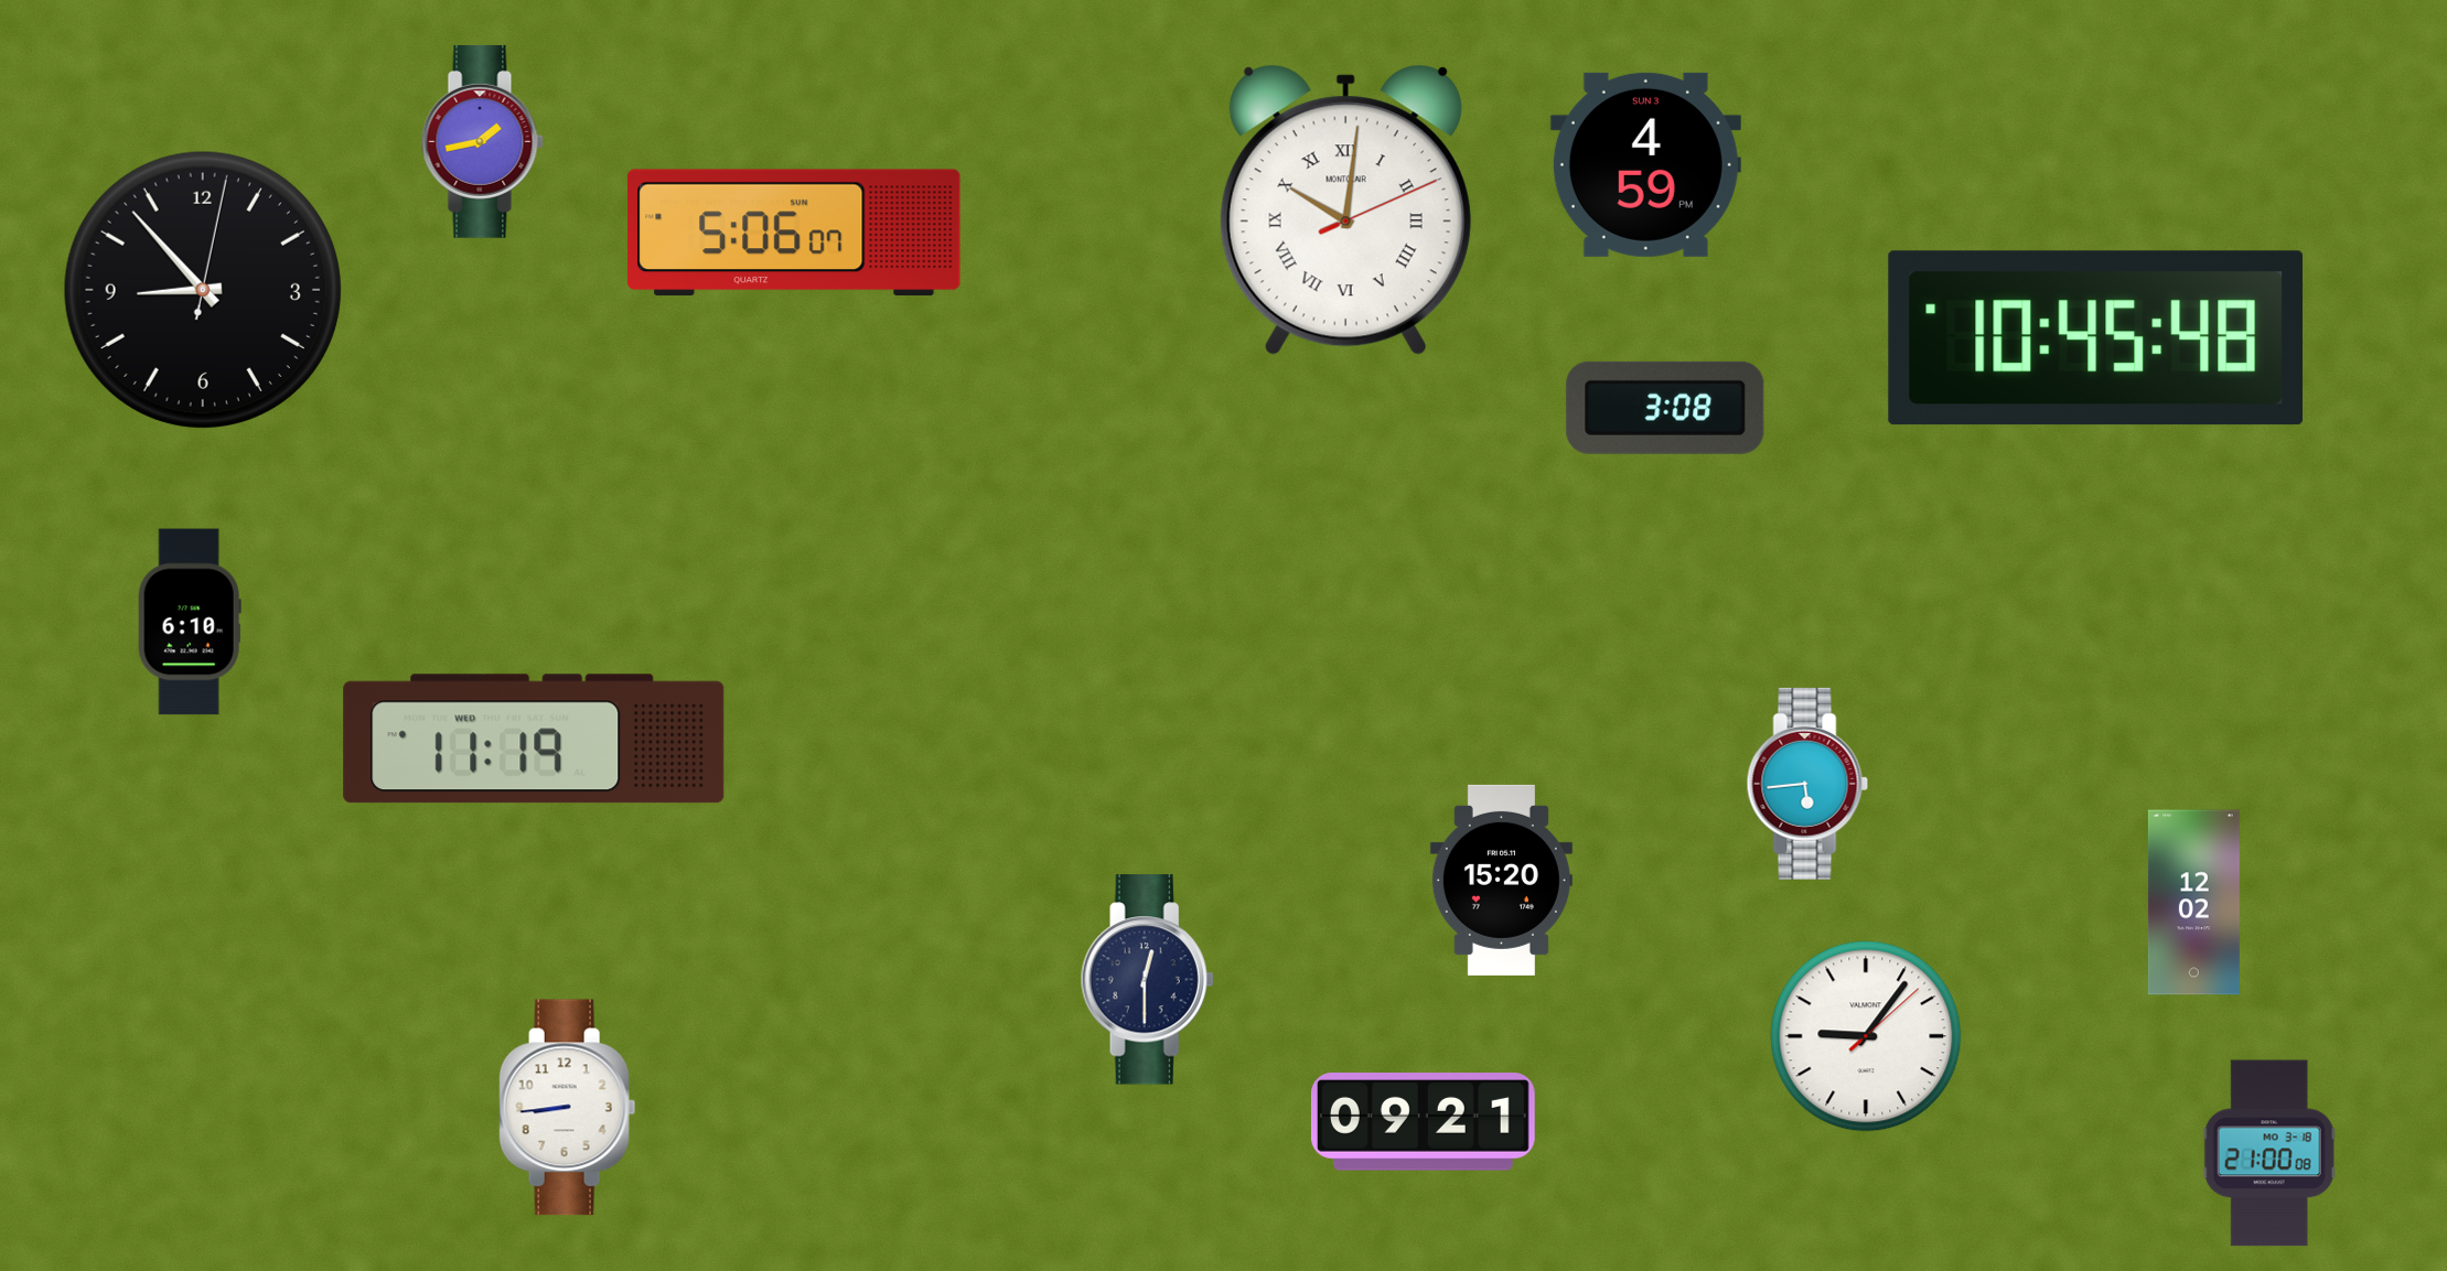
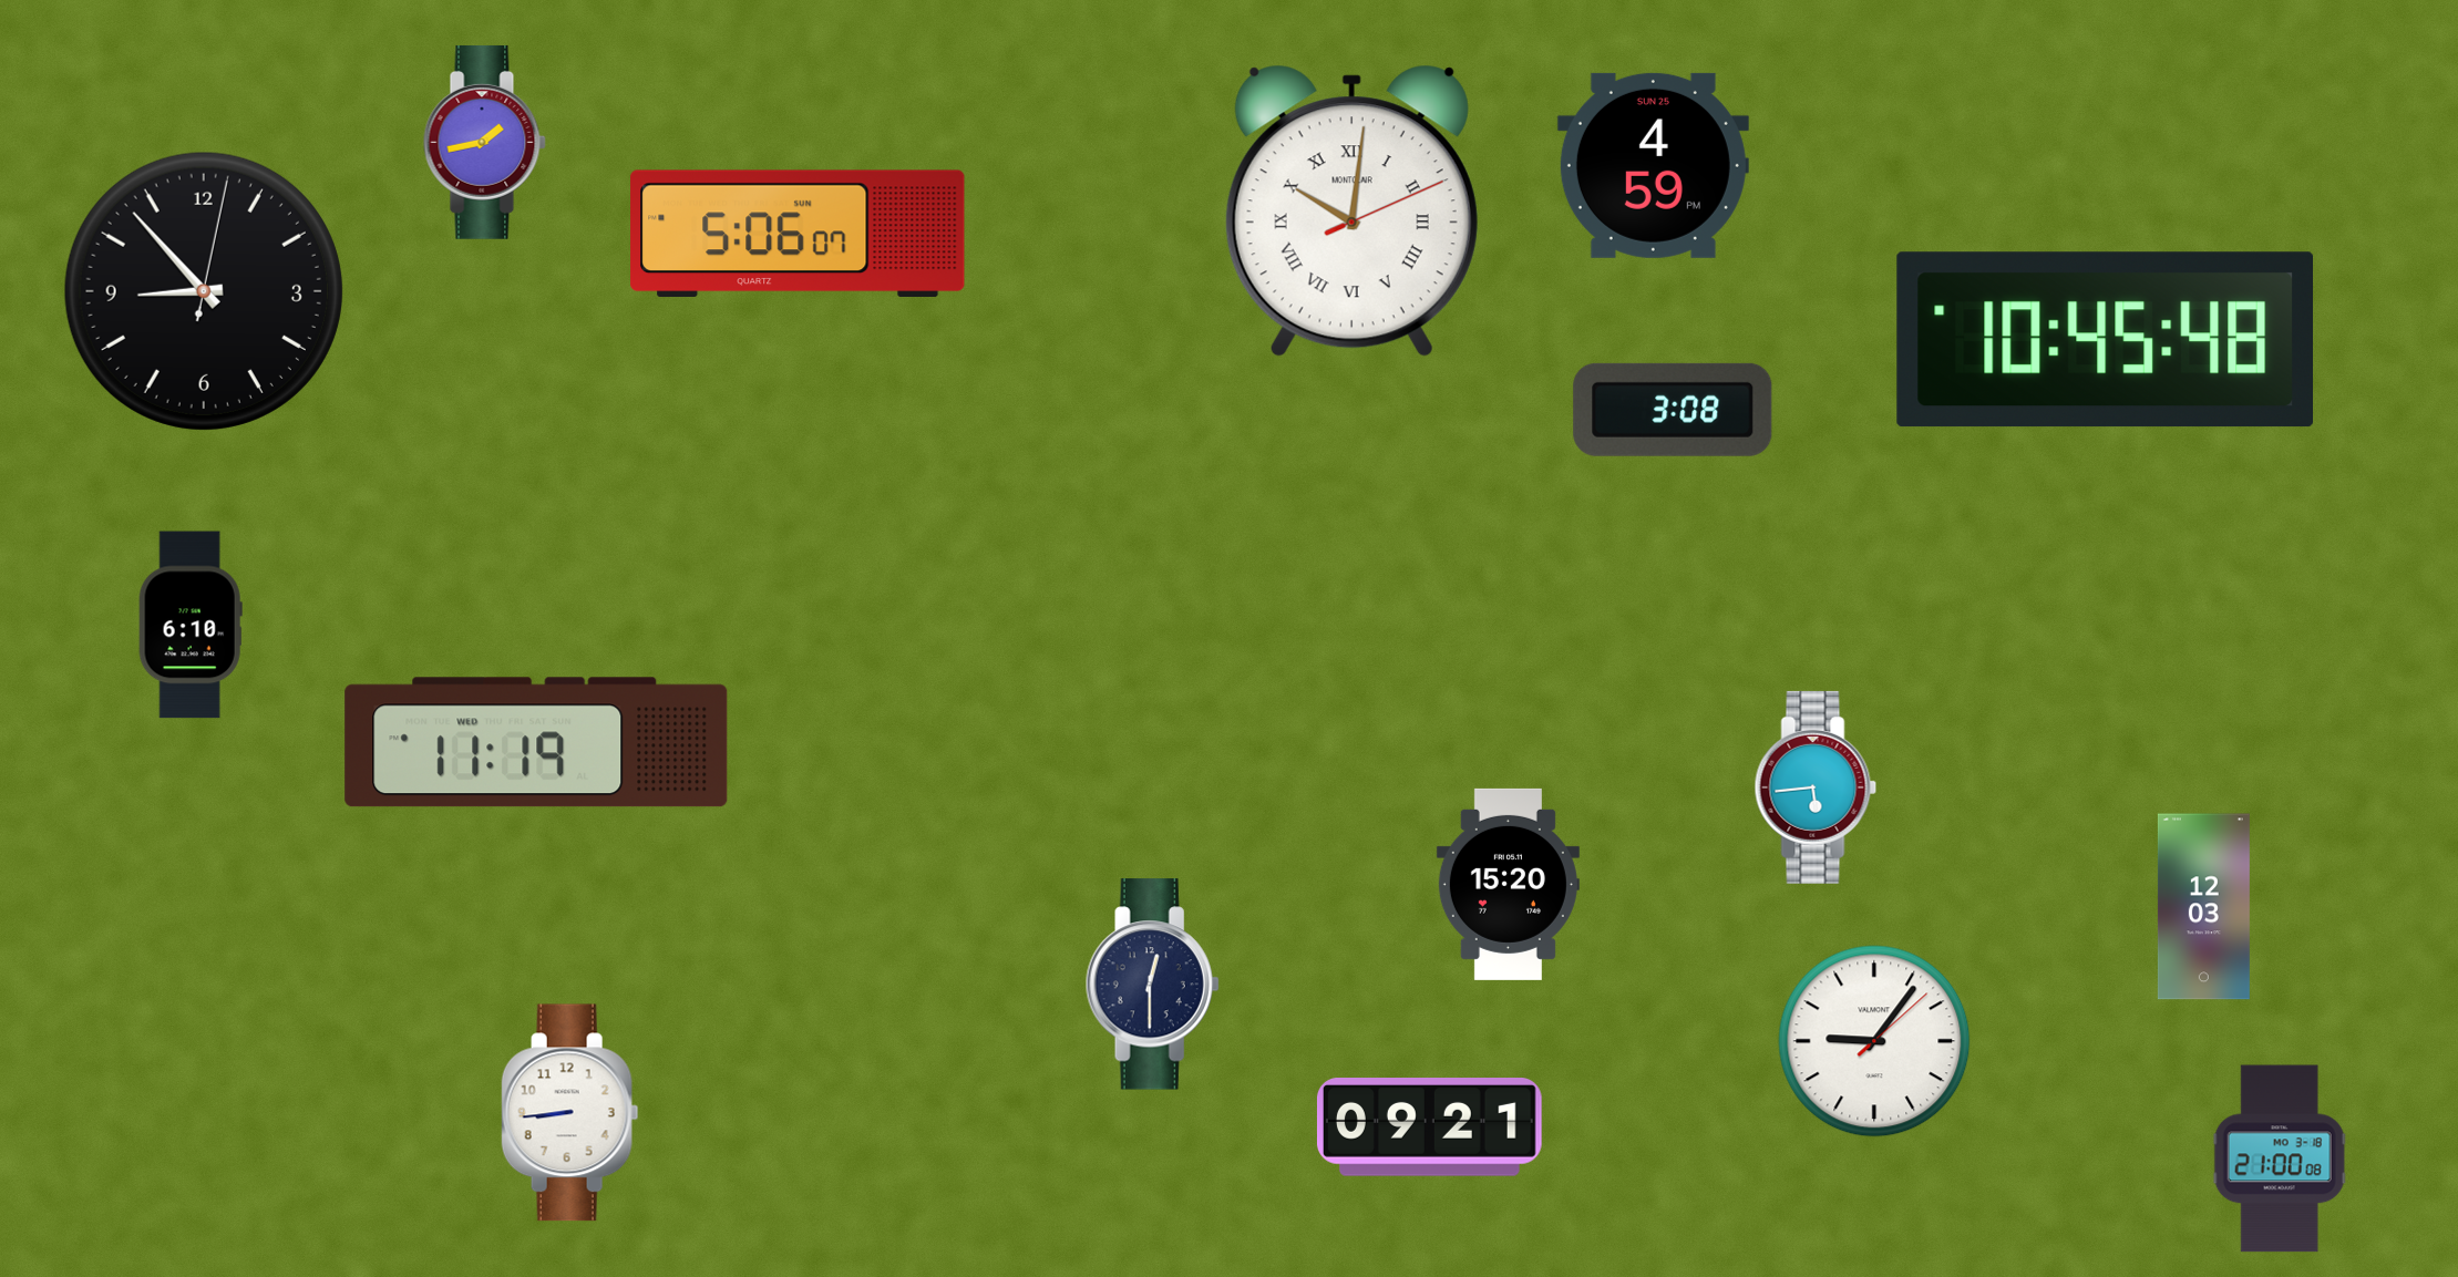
clock at (1645, 164) date: SUN 3 -> SUN 25
clock at (2193, 903): 12:02 -> 12:03
